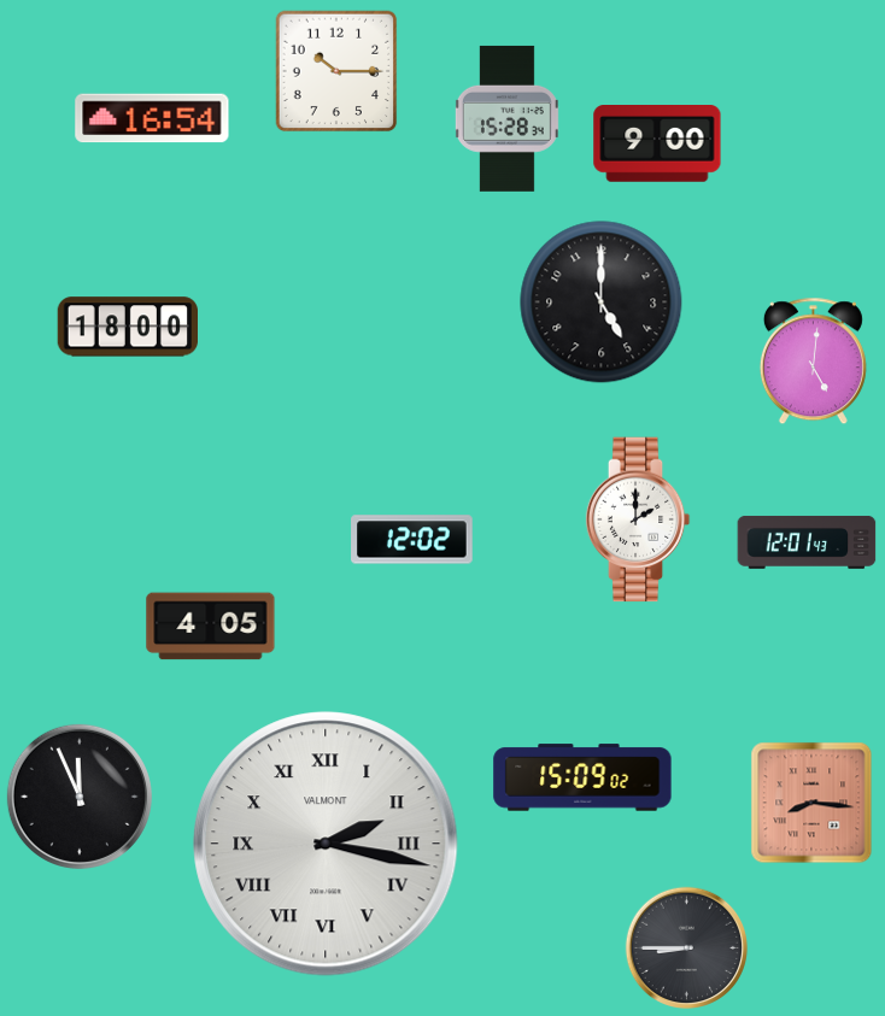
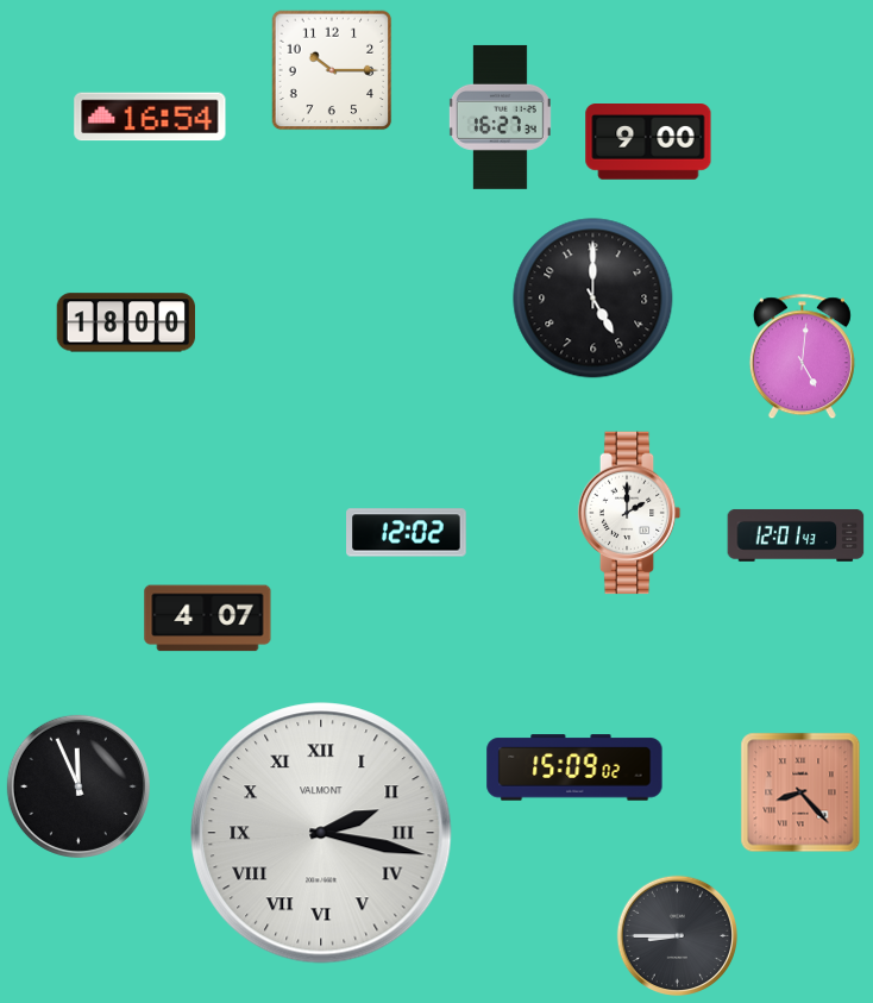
clock at (506, 118): 15:28 -> 16:27
clock at (211, 627): 4:05 -> 4:07
clock at (811, 803): 8:16 -> 8:23
